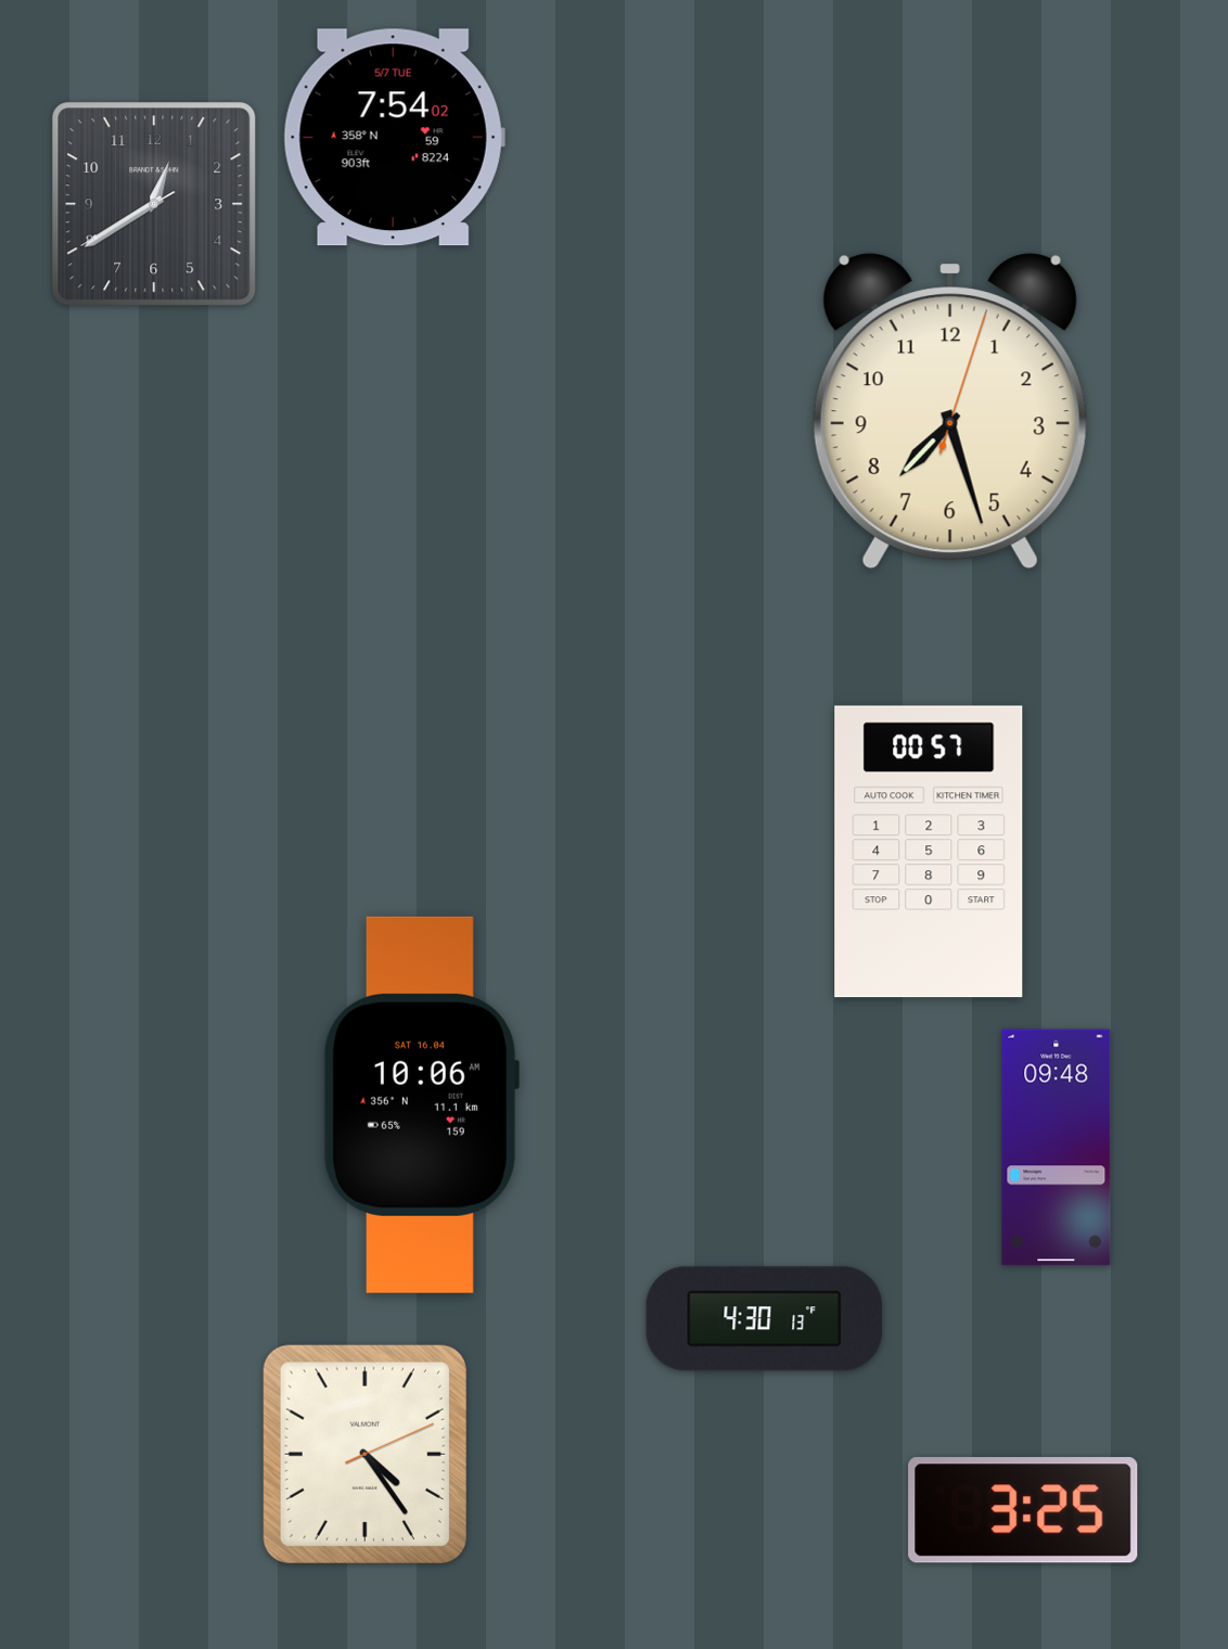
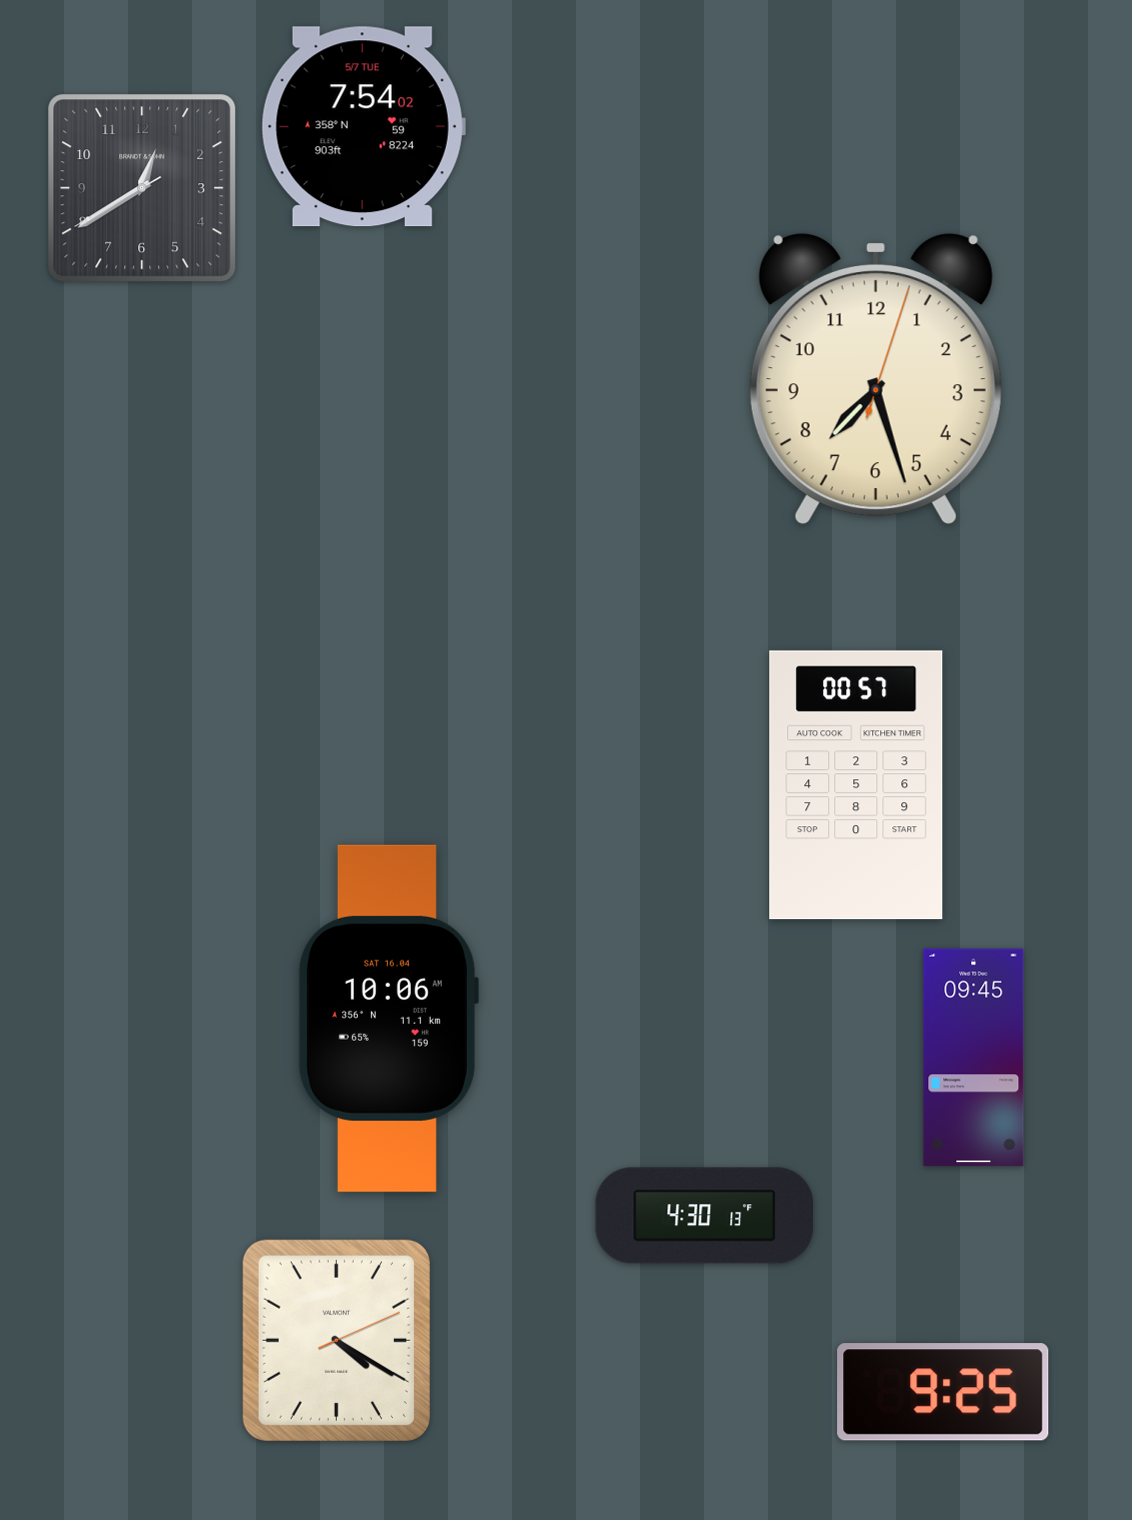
clock at (1057, 1148): 09:48 -> 09:45
clock at (364, 1454): 4:24 -> 4:20
clock at (1023, 1510): 3:25 -> 9:25
